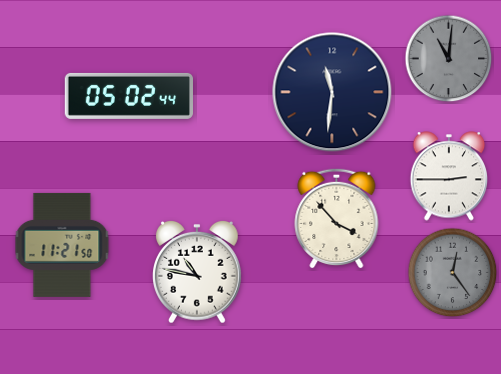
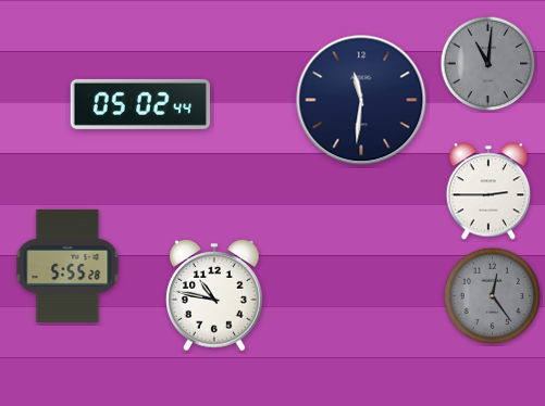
clock at (337, 218): 3:53 -> none
clock at (62, 245): 11:21 -> 5:55
